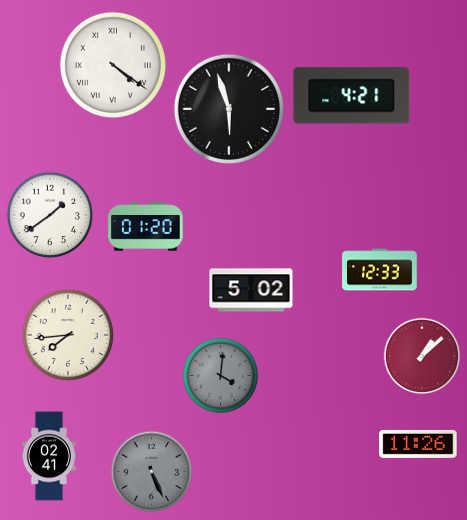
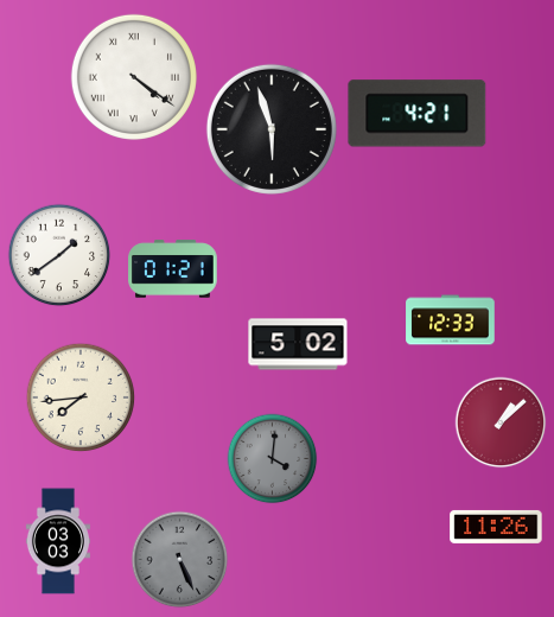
clock at (146, 227): 01:20 -> 01:21
clock at (221, 376) position: (221, 376) -> (273, 459)
clock at (49, 456): 02:41 -> 03:03
